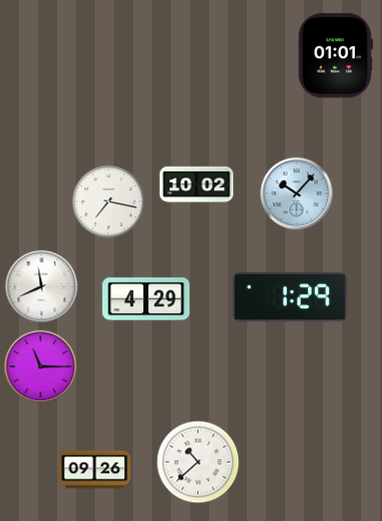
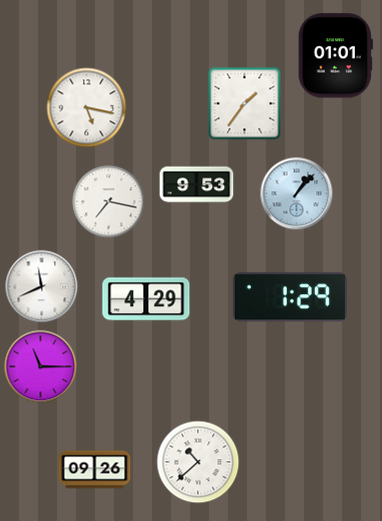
clock at (245, 104): none -> 1:36
clock at (87, 108): none -> 5:17
clock at (197, 185): 10:02 -> 9:53
clock at (297, 194): 10:07 -> 1:07
